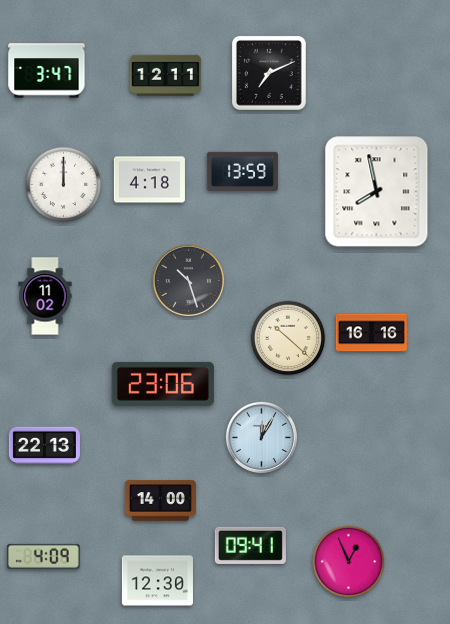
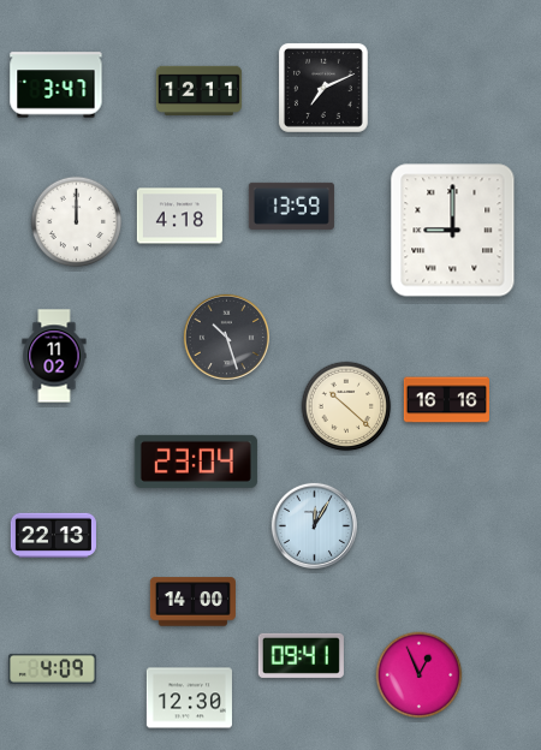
clock at (377, 192): 7:58 -> 9:00
clock at (163, 384): 23:06 -> 23:04
